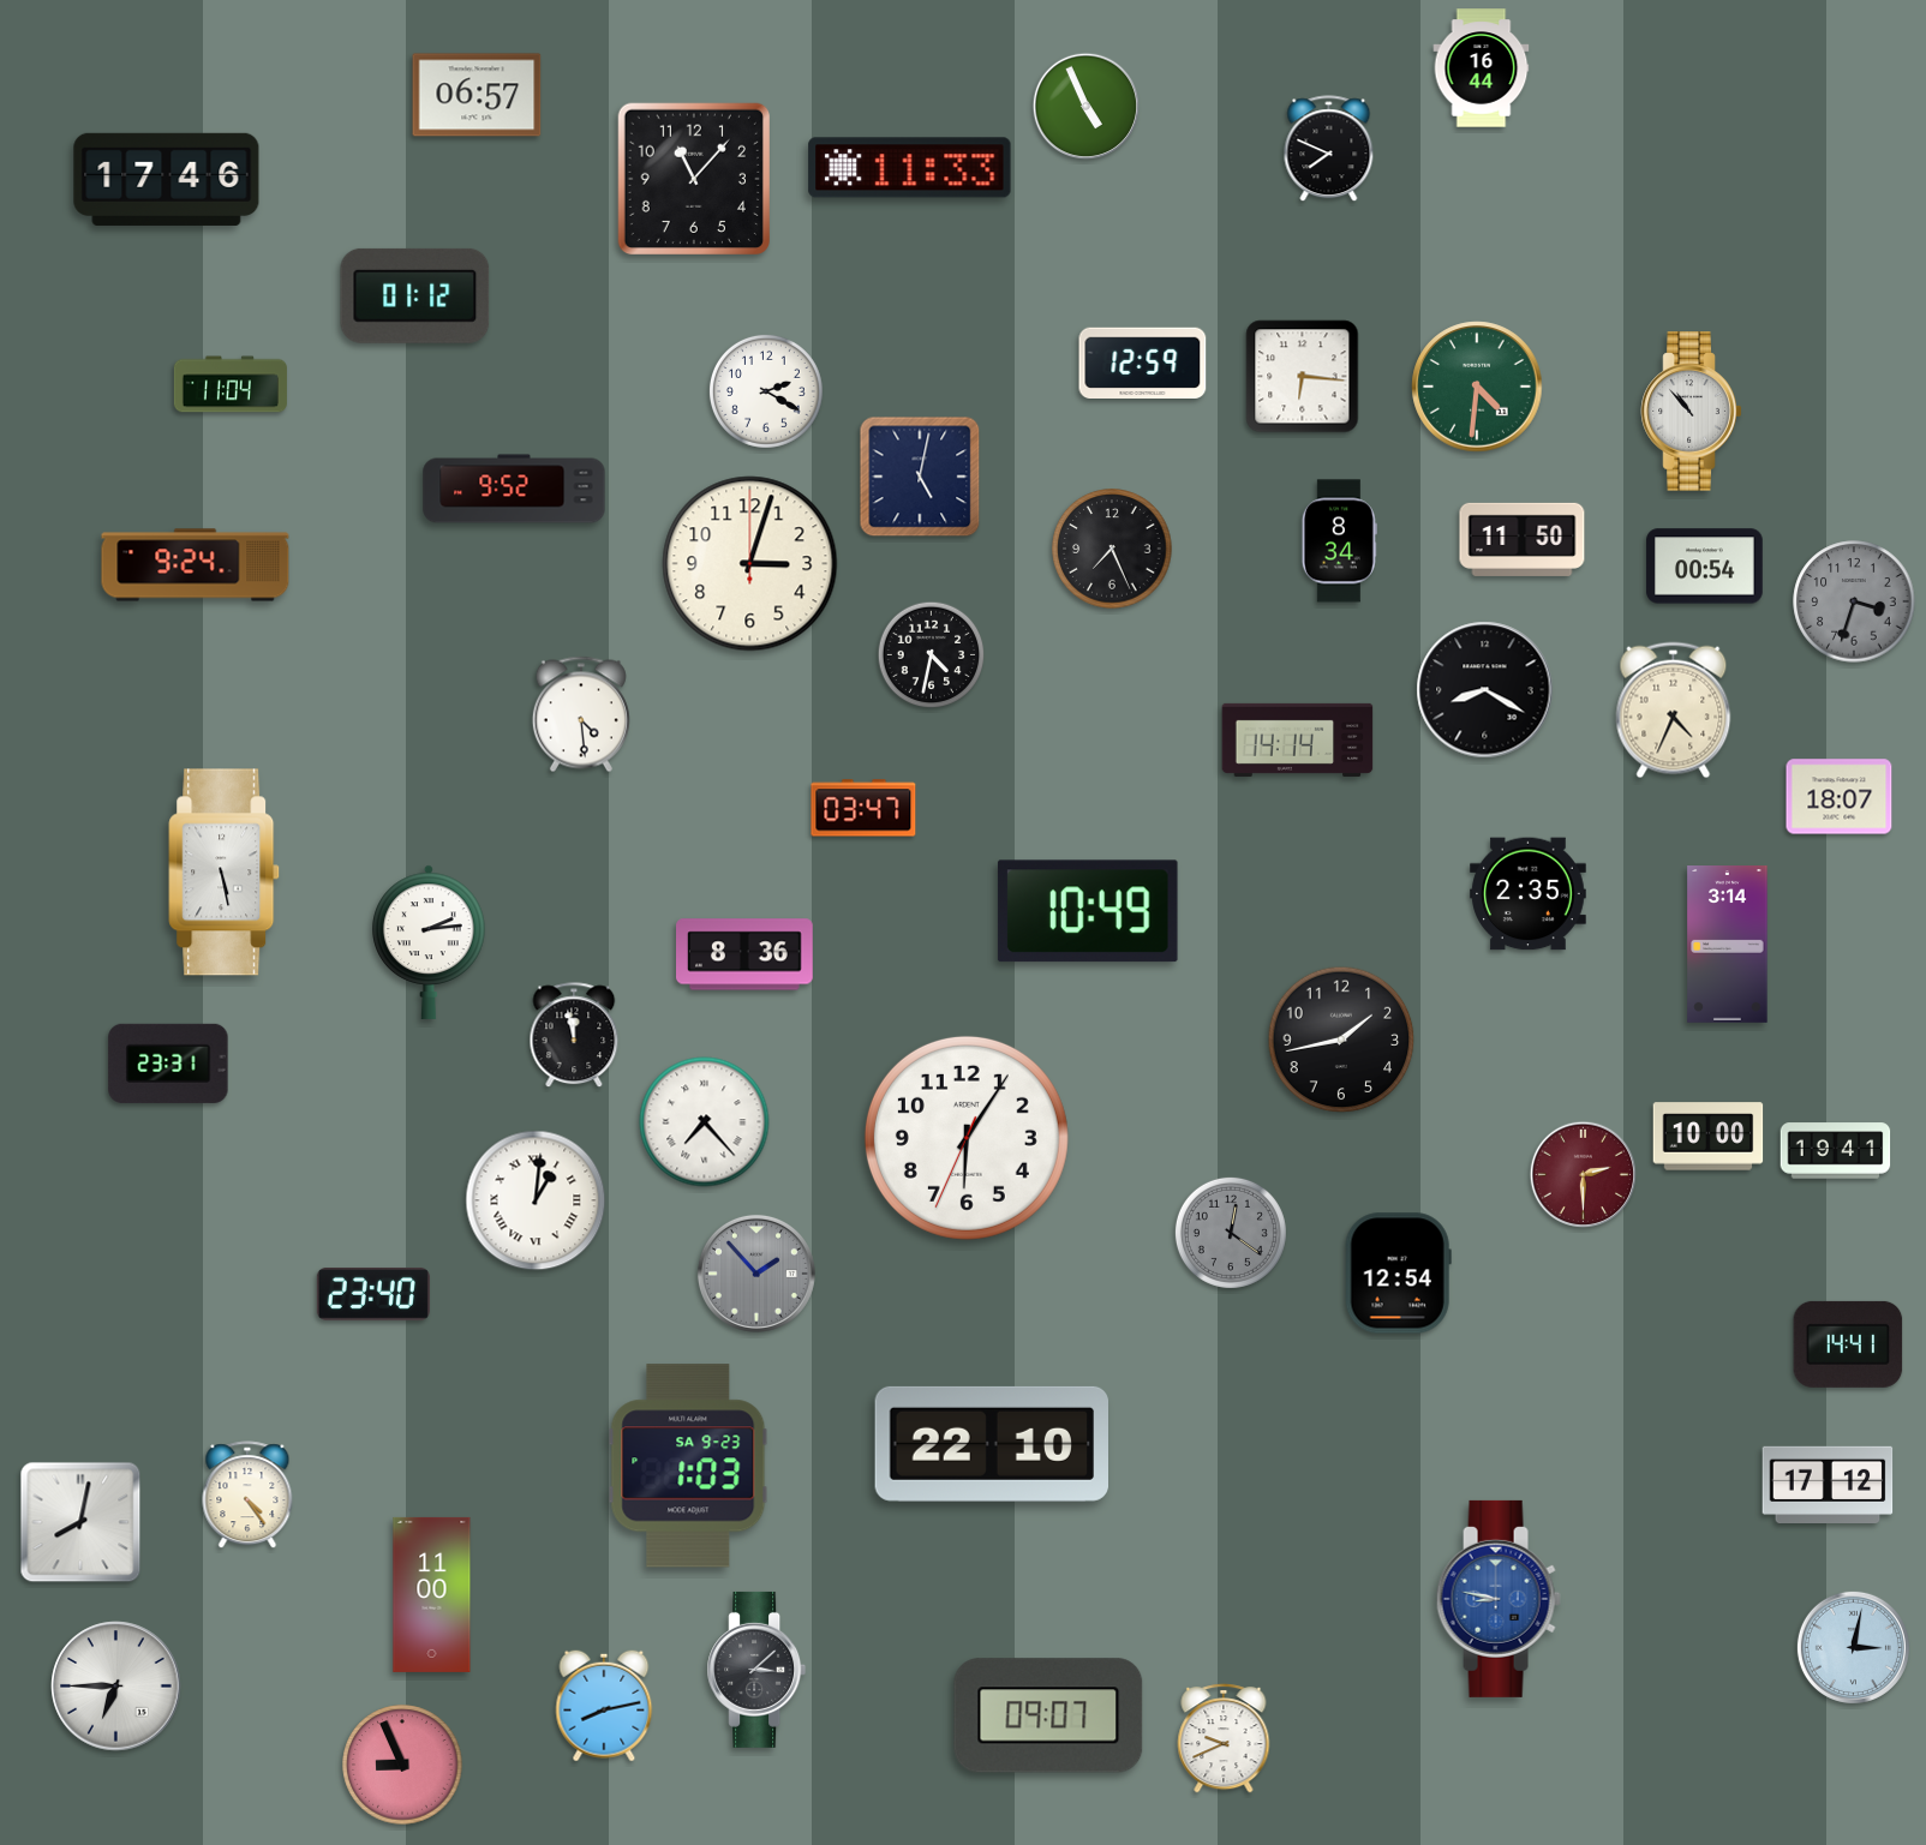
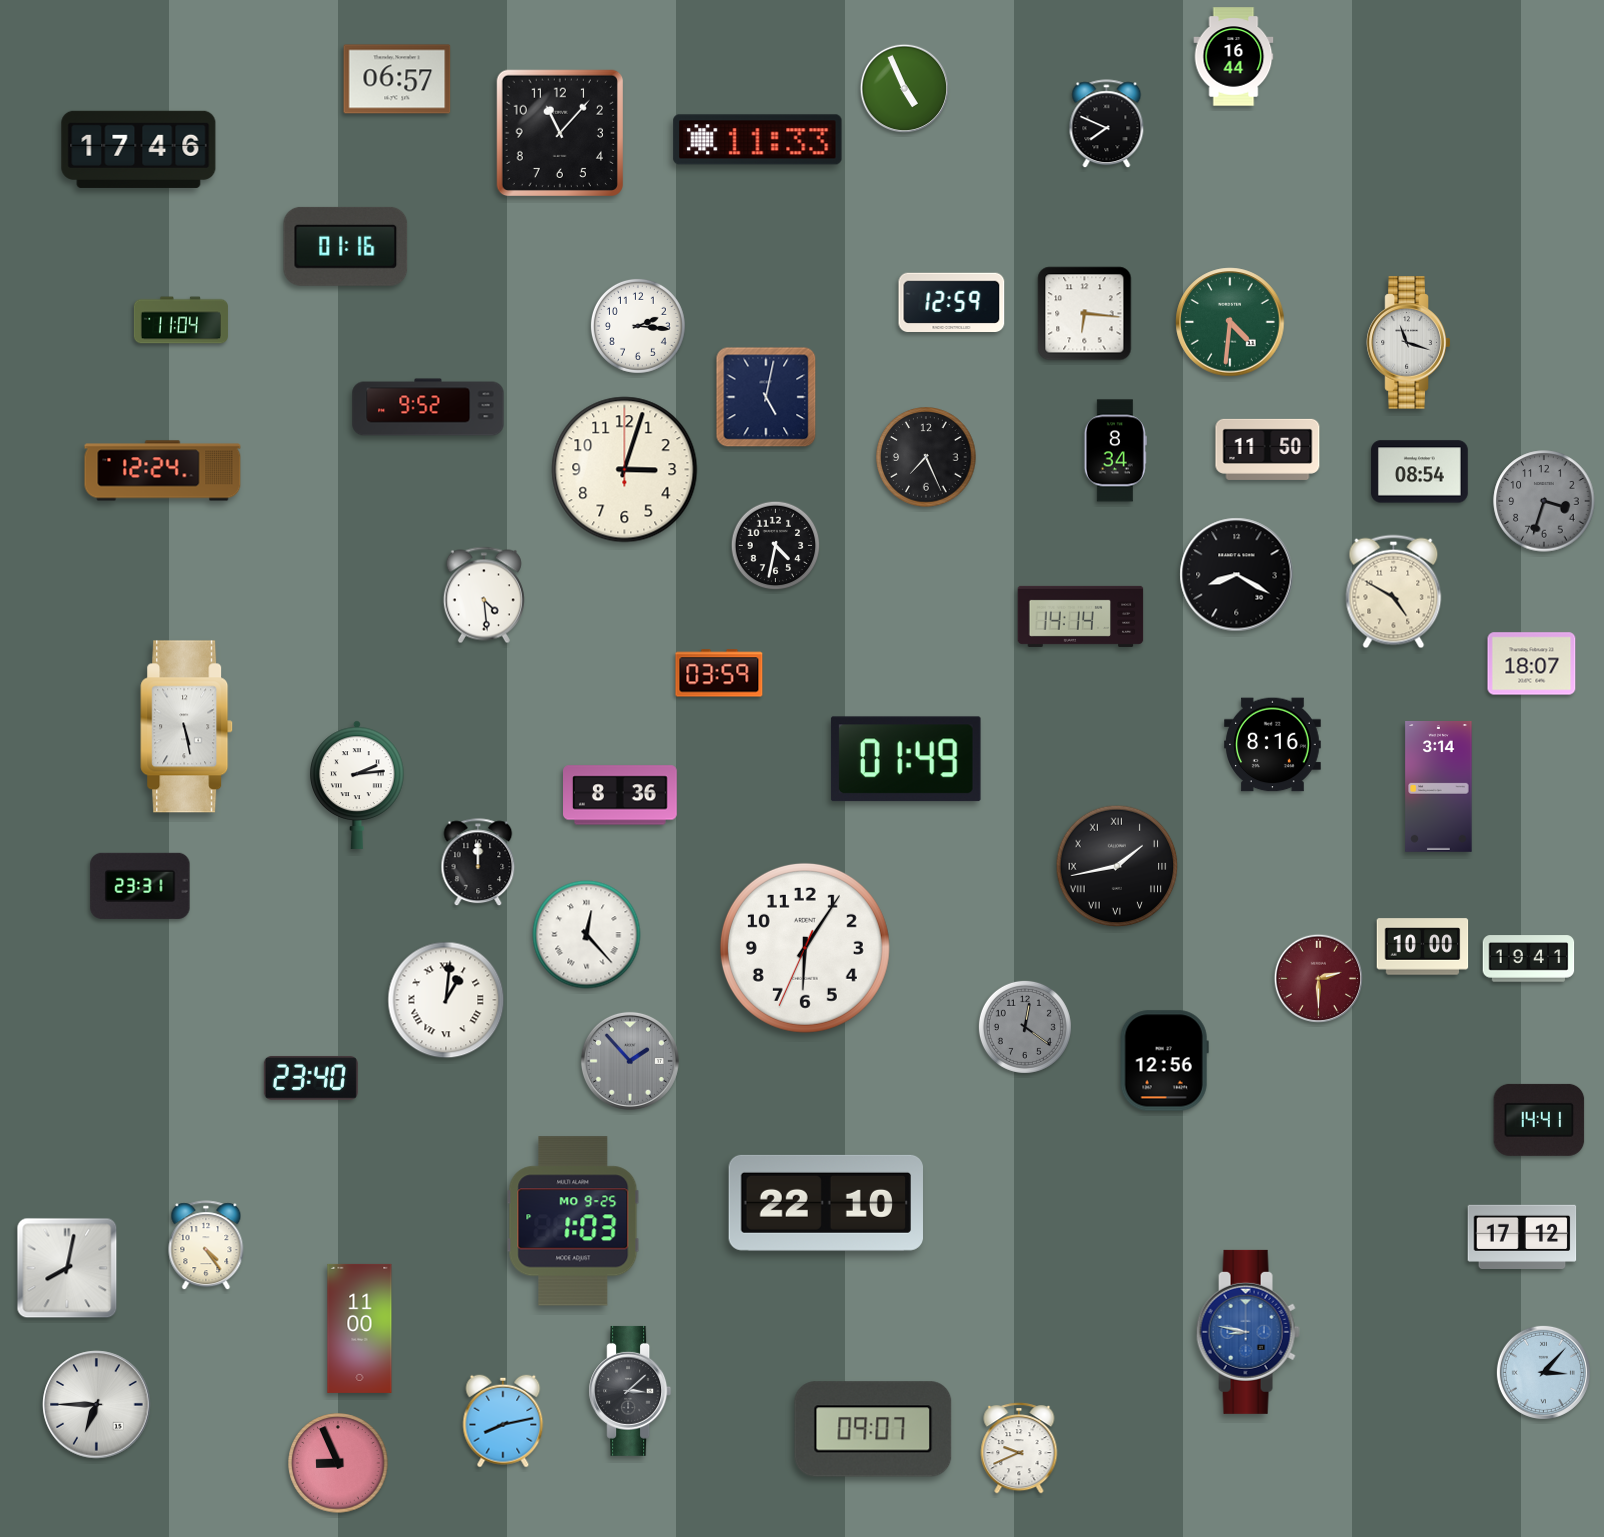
clock at (693, 178) position: (693, 178) -> (559, 132)
clock at (415, 295): 01:12 -> 01:16
clock at (231, 384) position: (231, 384) -> (181, 320)
clock at (766, 391): 2:20 -> 2:16
clock at (1692, 412): 10:53 -> 11:18
clock at (196, 565): 9:24 -> 12:24
clock at (1705, 567): 00:54 -> 08:54
clock at (1674, 711): 4:34 -> 4:50
clock at (863, 808): 03:47 -> 03:59
clock at (1529, 894): 2:35 -> 8:16
clock at (1088, 911): 10:49 -> 01:49
clock at (574, 1036): 11:58 -> 12:00
clock at (1341, 1040) numerals: Arabic -> Roman
clock at (705, 1122): 7:23 -> 12:23
clock at (1398, 1274): 12:54 -> 12:56
clock at (688, 1466) date: SA 9-23 -> MO 9-25
clock at (1853, 1647): 3:02 -> 3:07
clock at (402, 1765) position: (402, 1765) -> (338, 1463)
